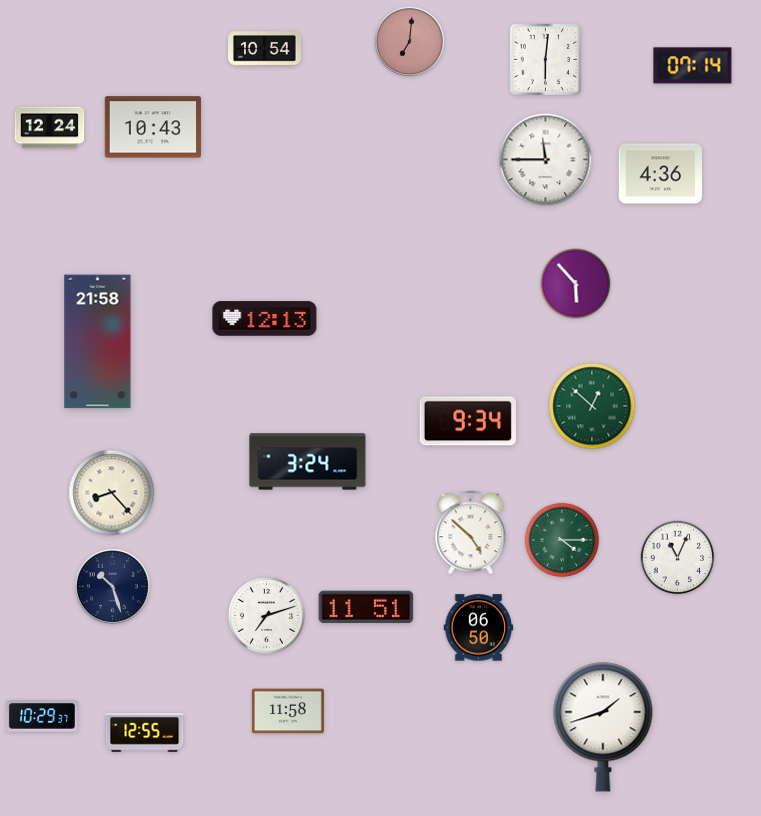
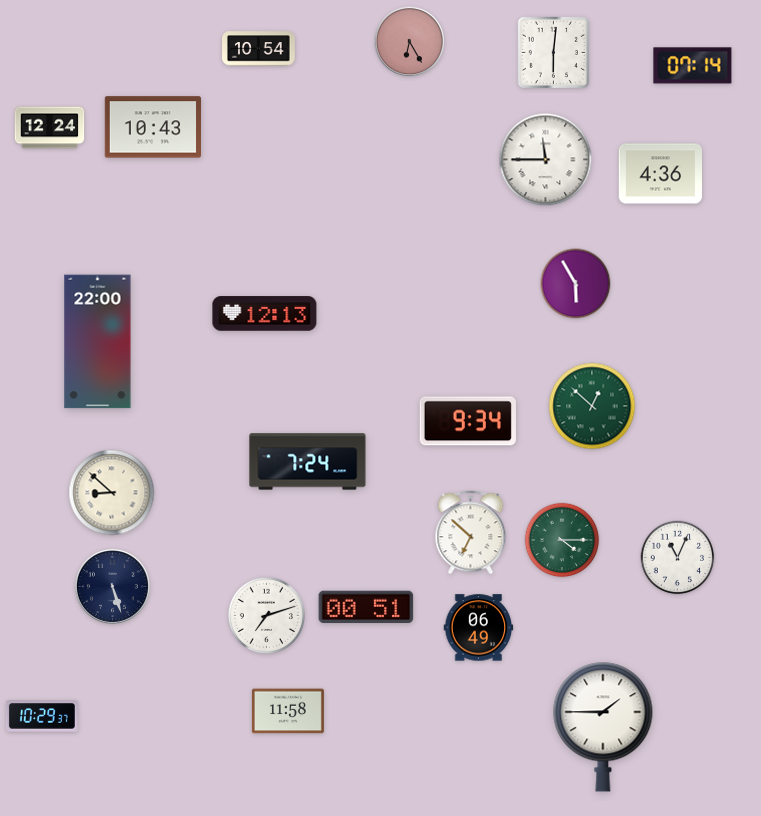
clock at (410, 42): 7:01 -> 6:25
clock at (265, 49) position: (265, 49) -> (259, 49)
clock at (545, 59) position: (545, 59) -> (553, 52)
clock at (576, 284): 5:53 -> 5:55
clock at (265, 319) position: (265, 319) -> (265, 314)
clock at (98, 342): 21:58 -> 22:00
clock at (308, 462): 3:24 -> 7:24
clock at (112, 493): 8:23 -> 8:52
clock at (471, 533): 4:52 -> 6:52
clock at (113, 587): 10:27 -> 5:27
clock at (366, 607): 11:51 -> 00:51
clock at (479, 628): 06:50 -> 06:49
clock at (603, 727): 1:42 -> 1:45
clock at (145, 733): 12:55 -> none
